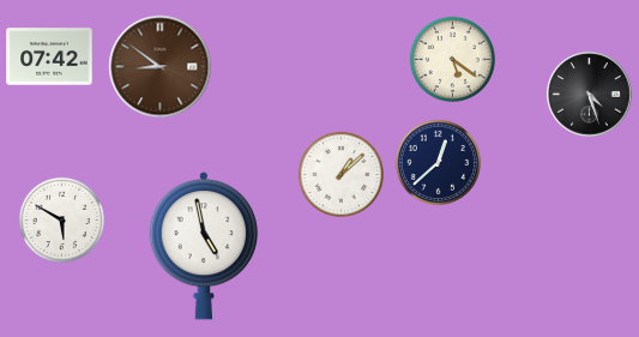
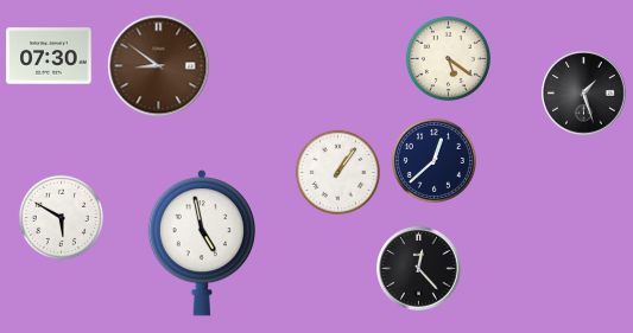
clock at (49, 56): 07:42 -> 07:30
clock at (590, 95): 4:27 -> 1:27
clock at (340, 174): 1:08 -> 1:06
clock at (419, 269): none -> 12:23
